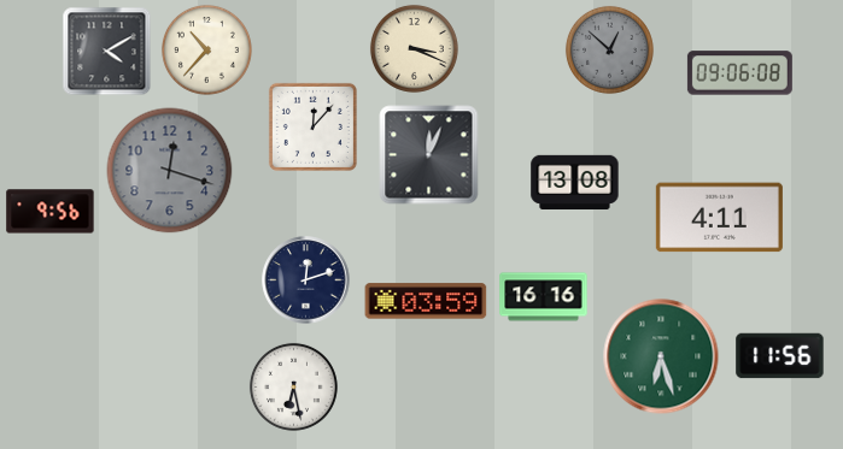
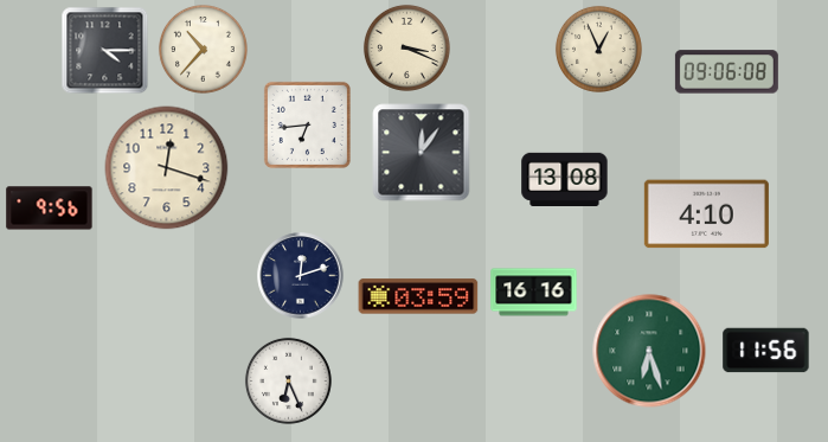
clock at (609, 49): 12:52 -> 12:56
clock at (609, 49) dial: grey -> cream
clock at (107, 52): 4:10 -> 4:15
clock at (312, 126): 12:07 -> 6:44
clock at (429, 155): 12:04 -> 12:06
clock at (170, 171) dial: grey -> cream
clock at (719, 218): 4:11 -> 4:10
clock at (293, 386): 6:28 -> 6:26
